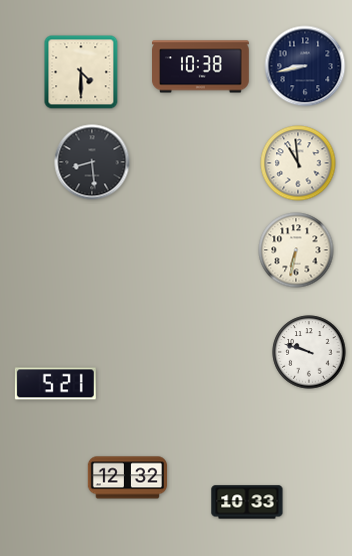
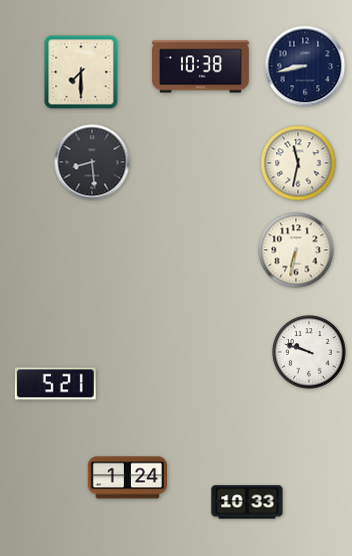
clock at (81, 72): 4:30 -> 7:30
clock at (298, 163): 10:59 -> 11:32
clock at (128, 478): 12:32 -> 1:24
